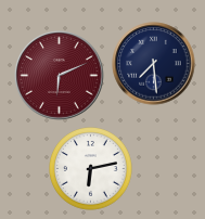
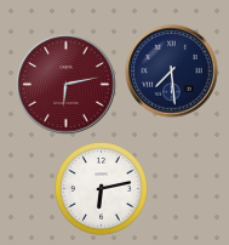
clock at (60, 76): 6:11 -> 6:13
